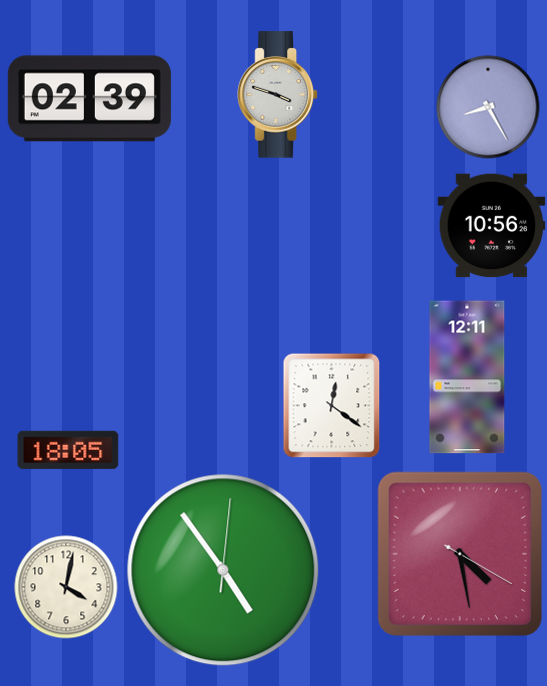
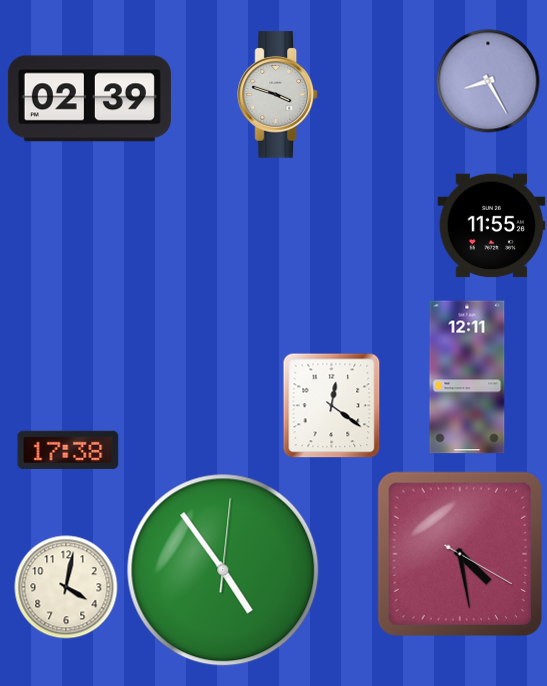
clock at (488, 107) position: (488, 107) -> (488, 81)
clock at (492, 226): 10:56 -> 11:55
clock at (68, 450): 18:05 -> 17:38
